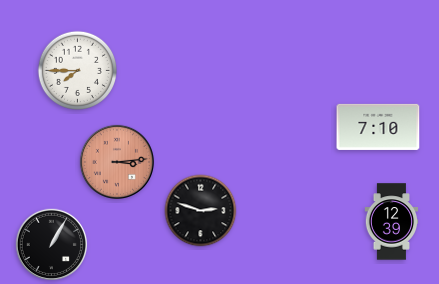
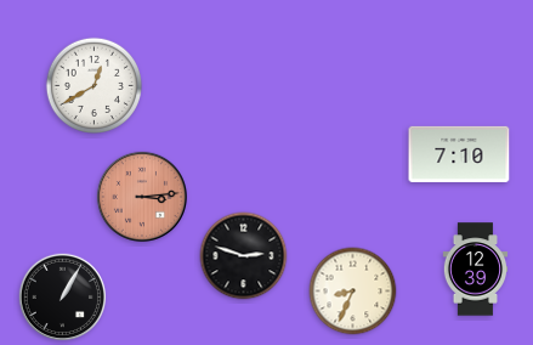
clock at (77, 70): 7:45 -> 12:40
clock at (353, 292): none -> 8:34
